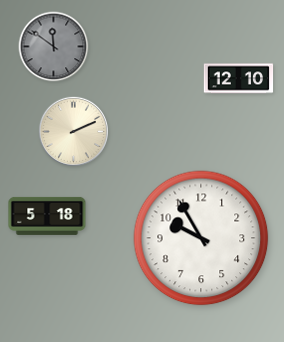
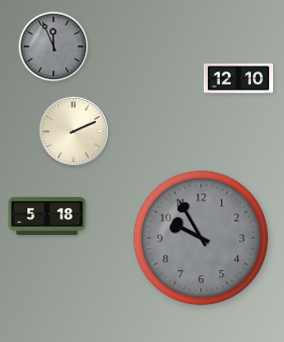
clock at (54, 47): 11:51 -> 11:56
clock at (201, 238) dial: white -> grey
